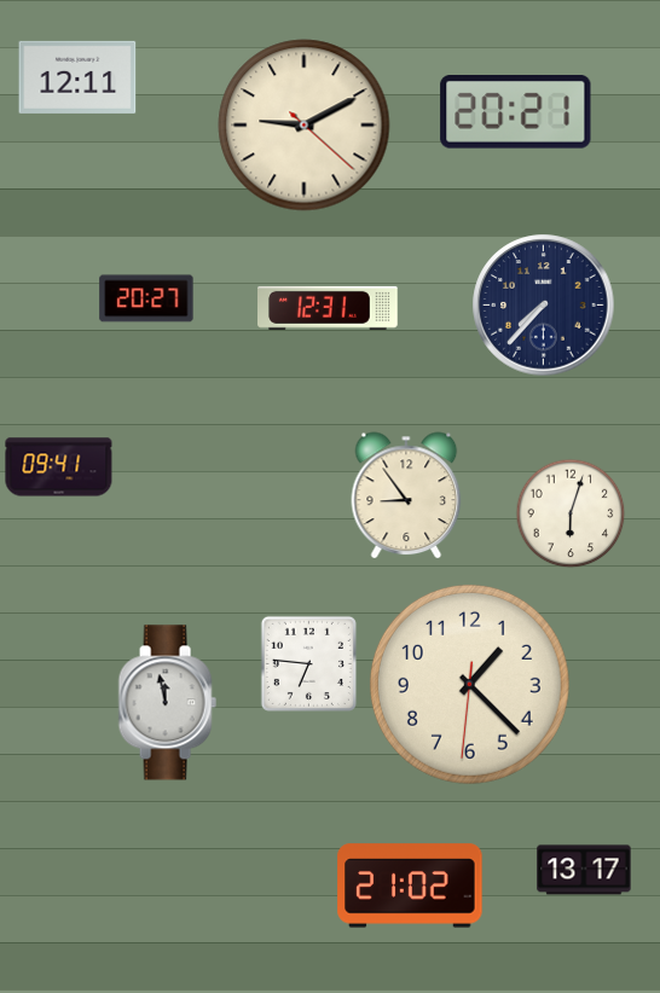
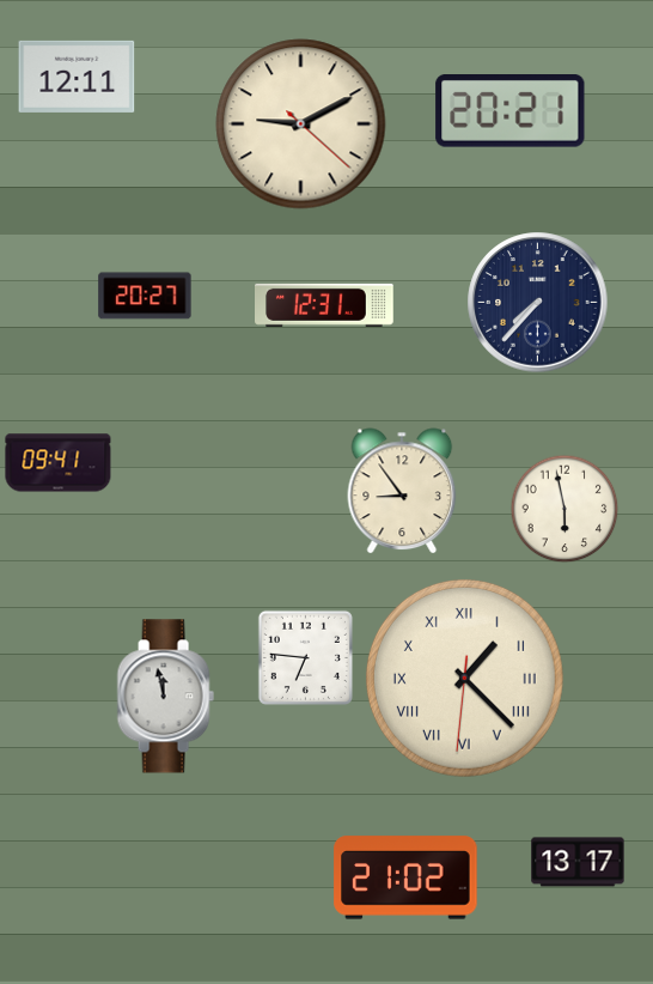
clock at (571, 513): 6:03 -> 5:58
clock at (469, 684) numerals: Arabic -> Roman
